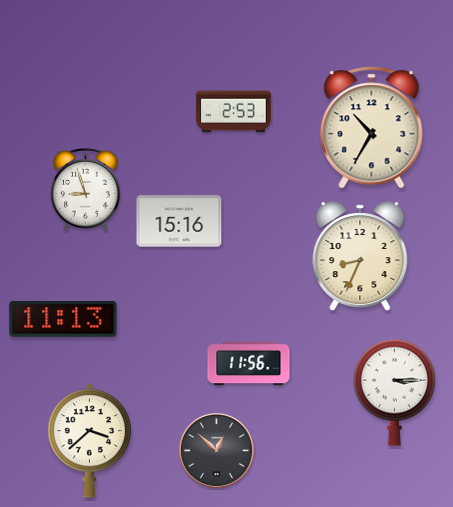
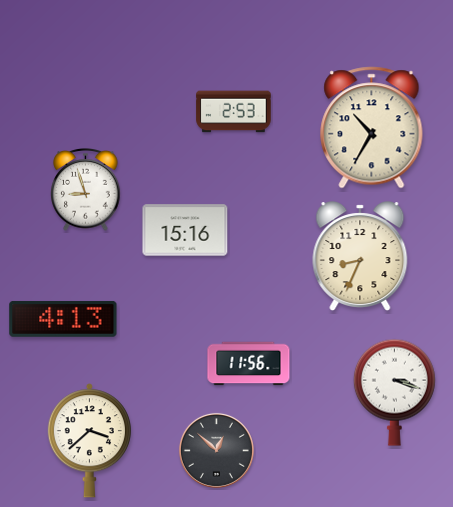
clock at (179, 221) position: (179, 221) -> (185, 230)
clock at (63, 319): 11:13 -> 4:13
clock at (394, 392): 3:15 -> 3:18
